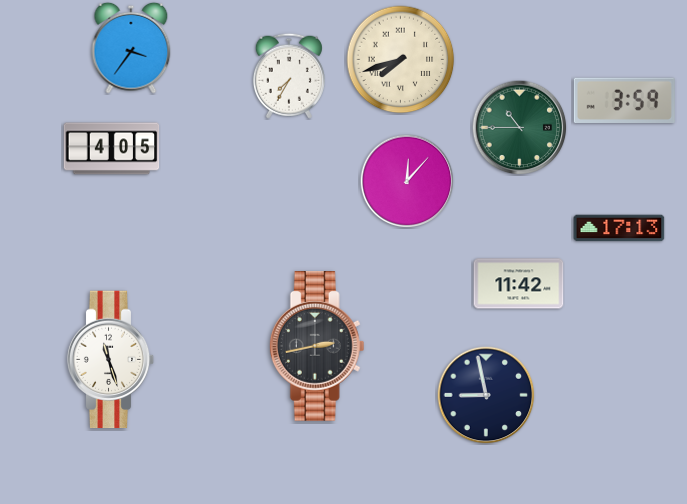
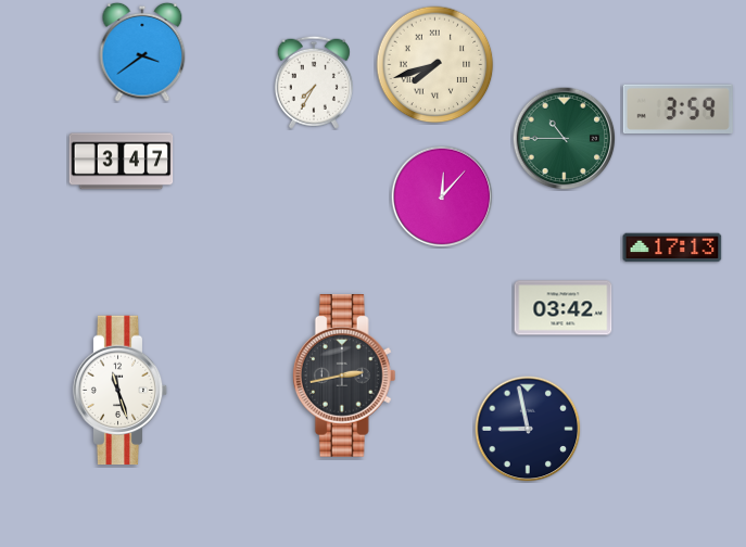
clock at (131, 48): 3:36 -> 3:39
clock at (112, 149): 4:05 -> 3:47
clock at (519, 284): 11:42 -> 03:42
